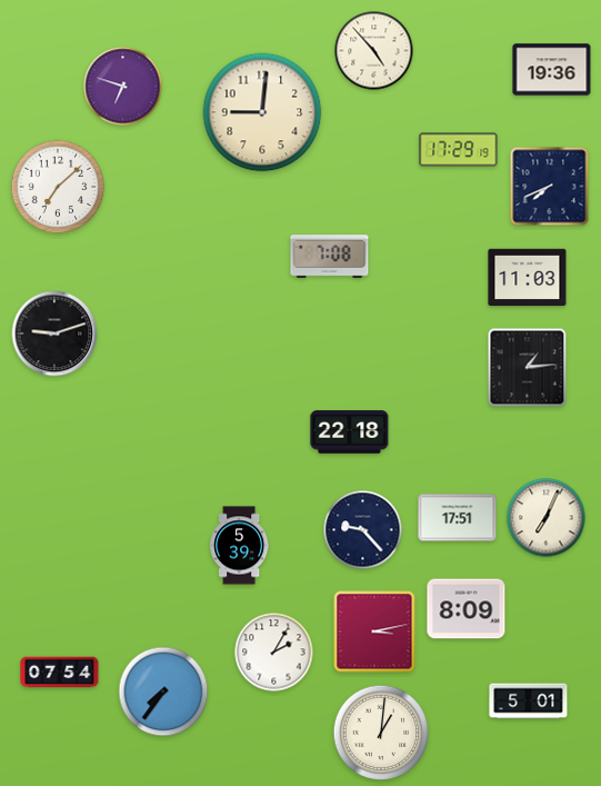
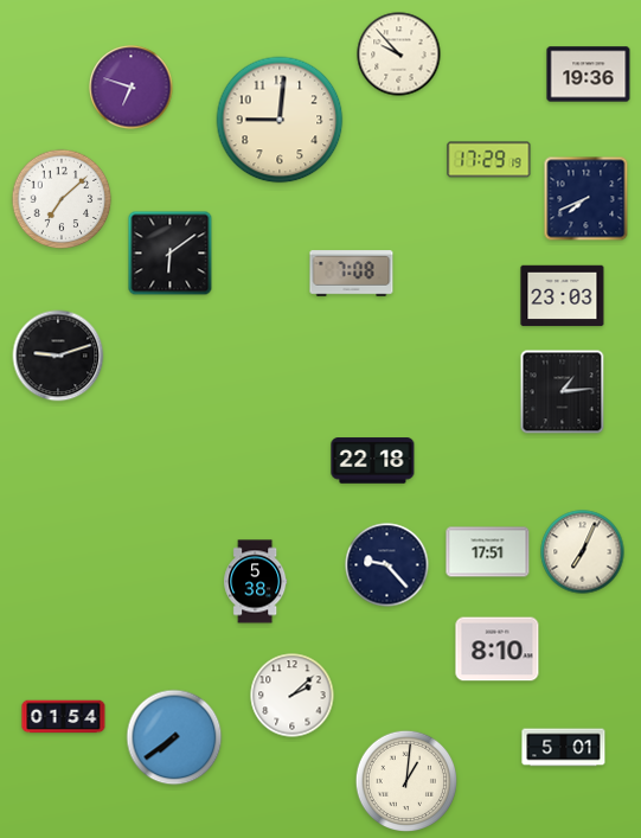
clock at (374, 51): 4:53 -> 9:53
clock at (123, 87) position: (123, 87) -> (132, 88)
clock at (171, 254): none -> 6:09
clock at (528, 278): 11:03 -> 23:03
clock at (240, 546): 5:39 -> 5:38
clock at (467, 609): 8:09 -> 8:10
clock at (374, 631): 3:13 -> none
clock at (274, 653): 2:05 -> 2:08
clock at (60, 673): 07:54 -> 01:54
clock at (163, 692): 7:36 -> 7:39
